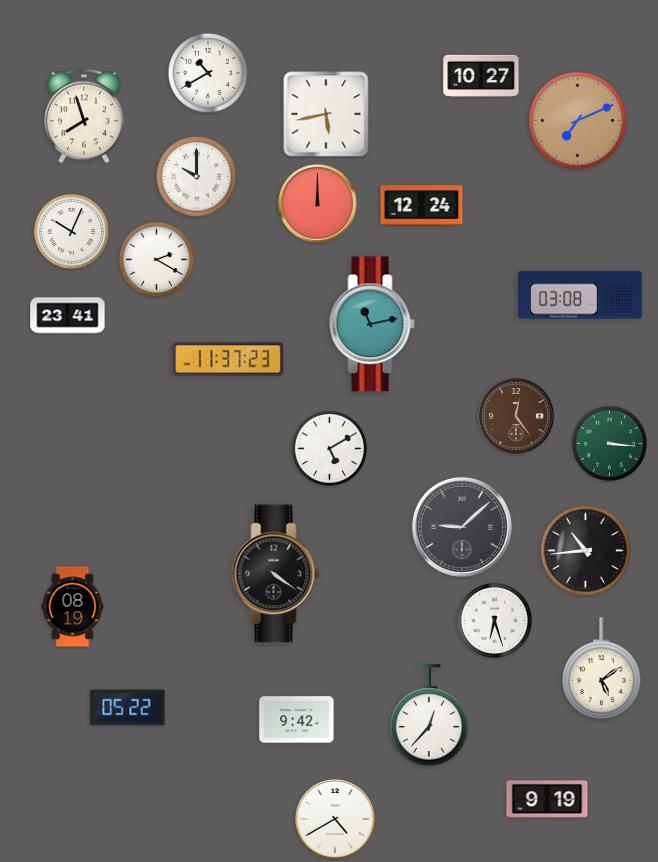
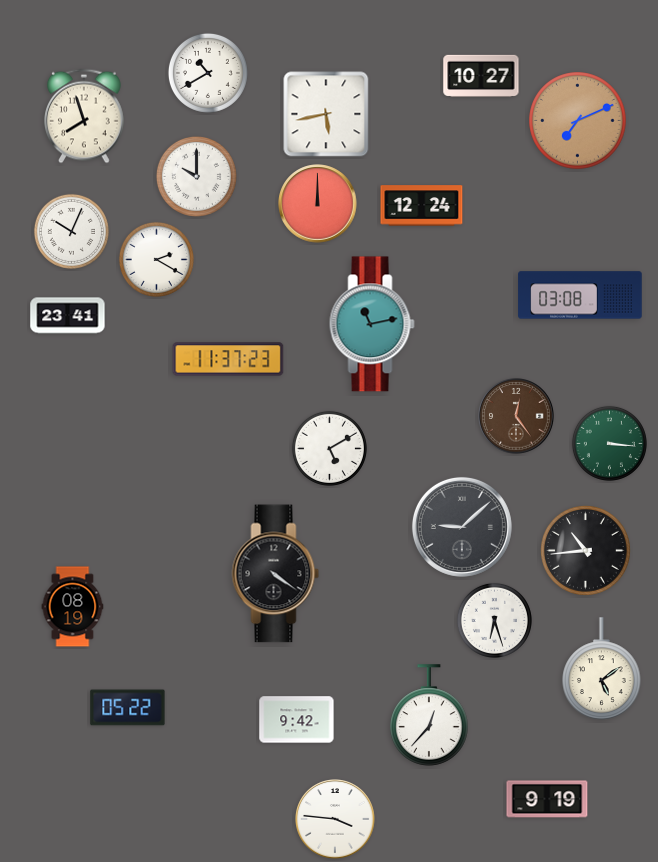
clock at (335, 819): 4:40 -> 3:46
